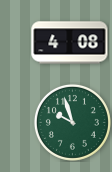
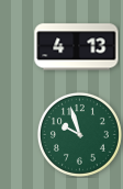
clock at (70, 43): 4:08 -> 4:13
